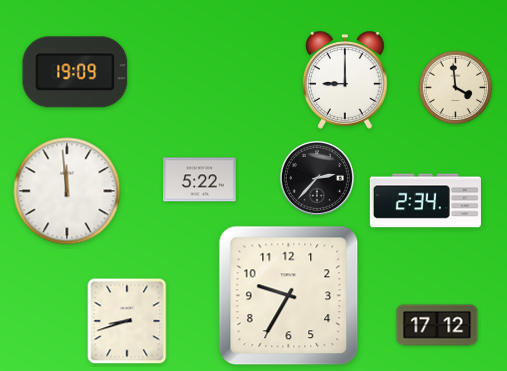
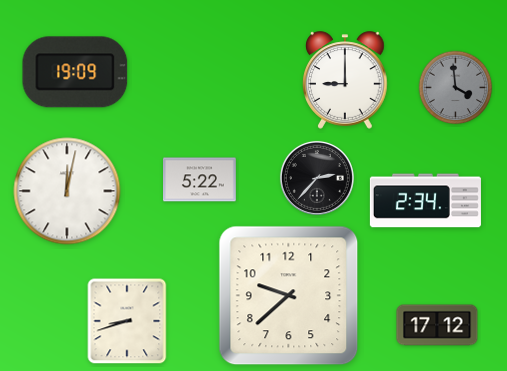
clock at (456, 88) dial: cream -> grey
clock at (67, 191): 11:59 -> 12:02
clock at (289, 296): 9:35 -> 9:38
